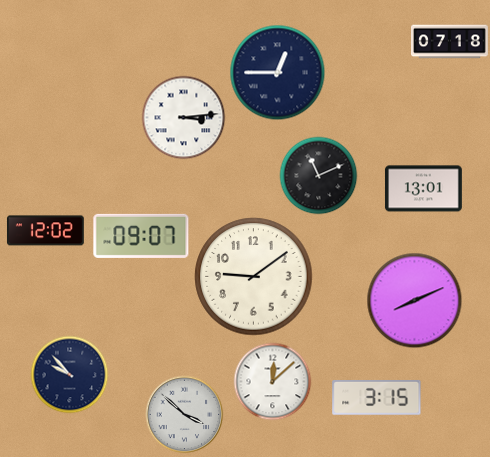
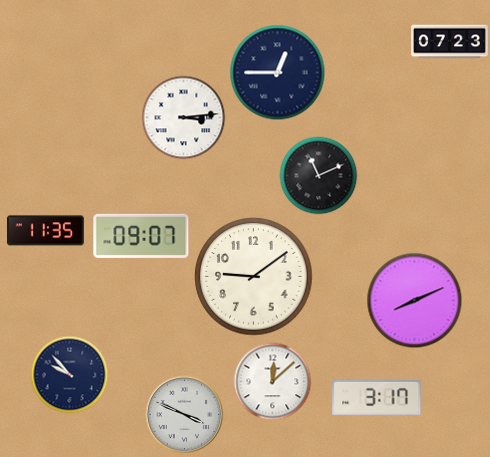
clock at (450, 42): 07:18 -> 07:23
clock at (423, 189): 13:01 -> none
clock at (45, 231): 12:02 -> 11:35
clock at (377, 397): 3:15 -> 3:17
clock at (184, 414): 3:52 -> 3:49
